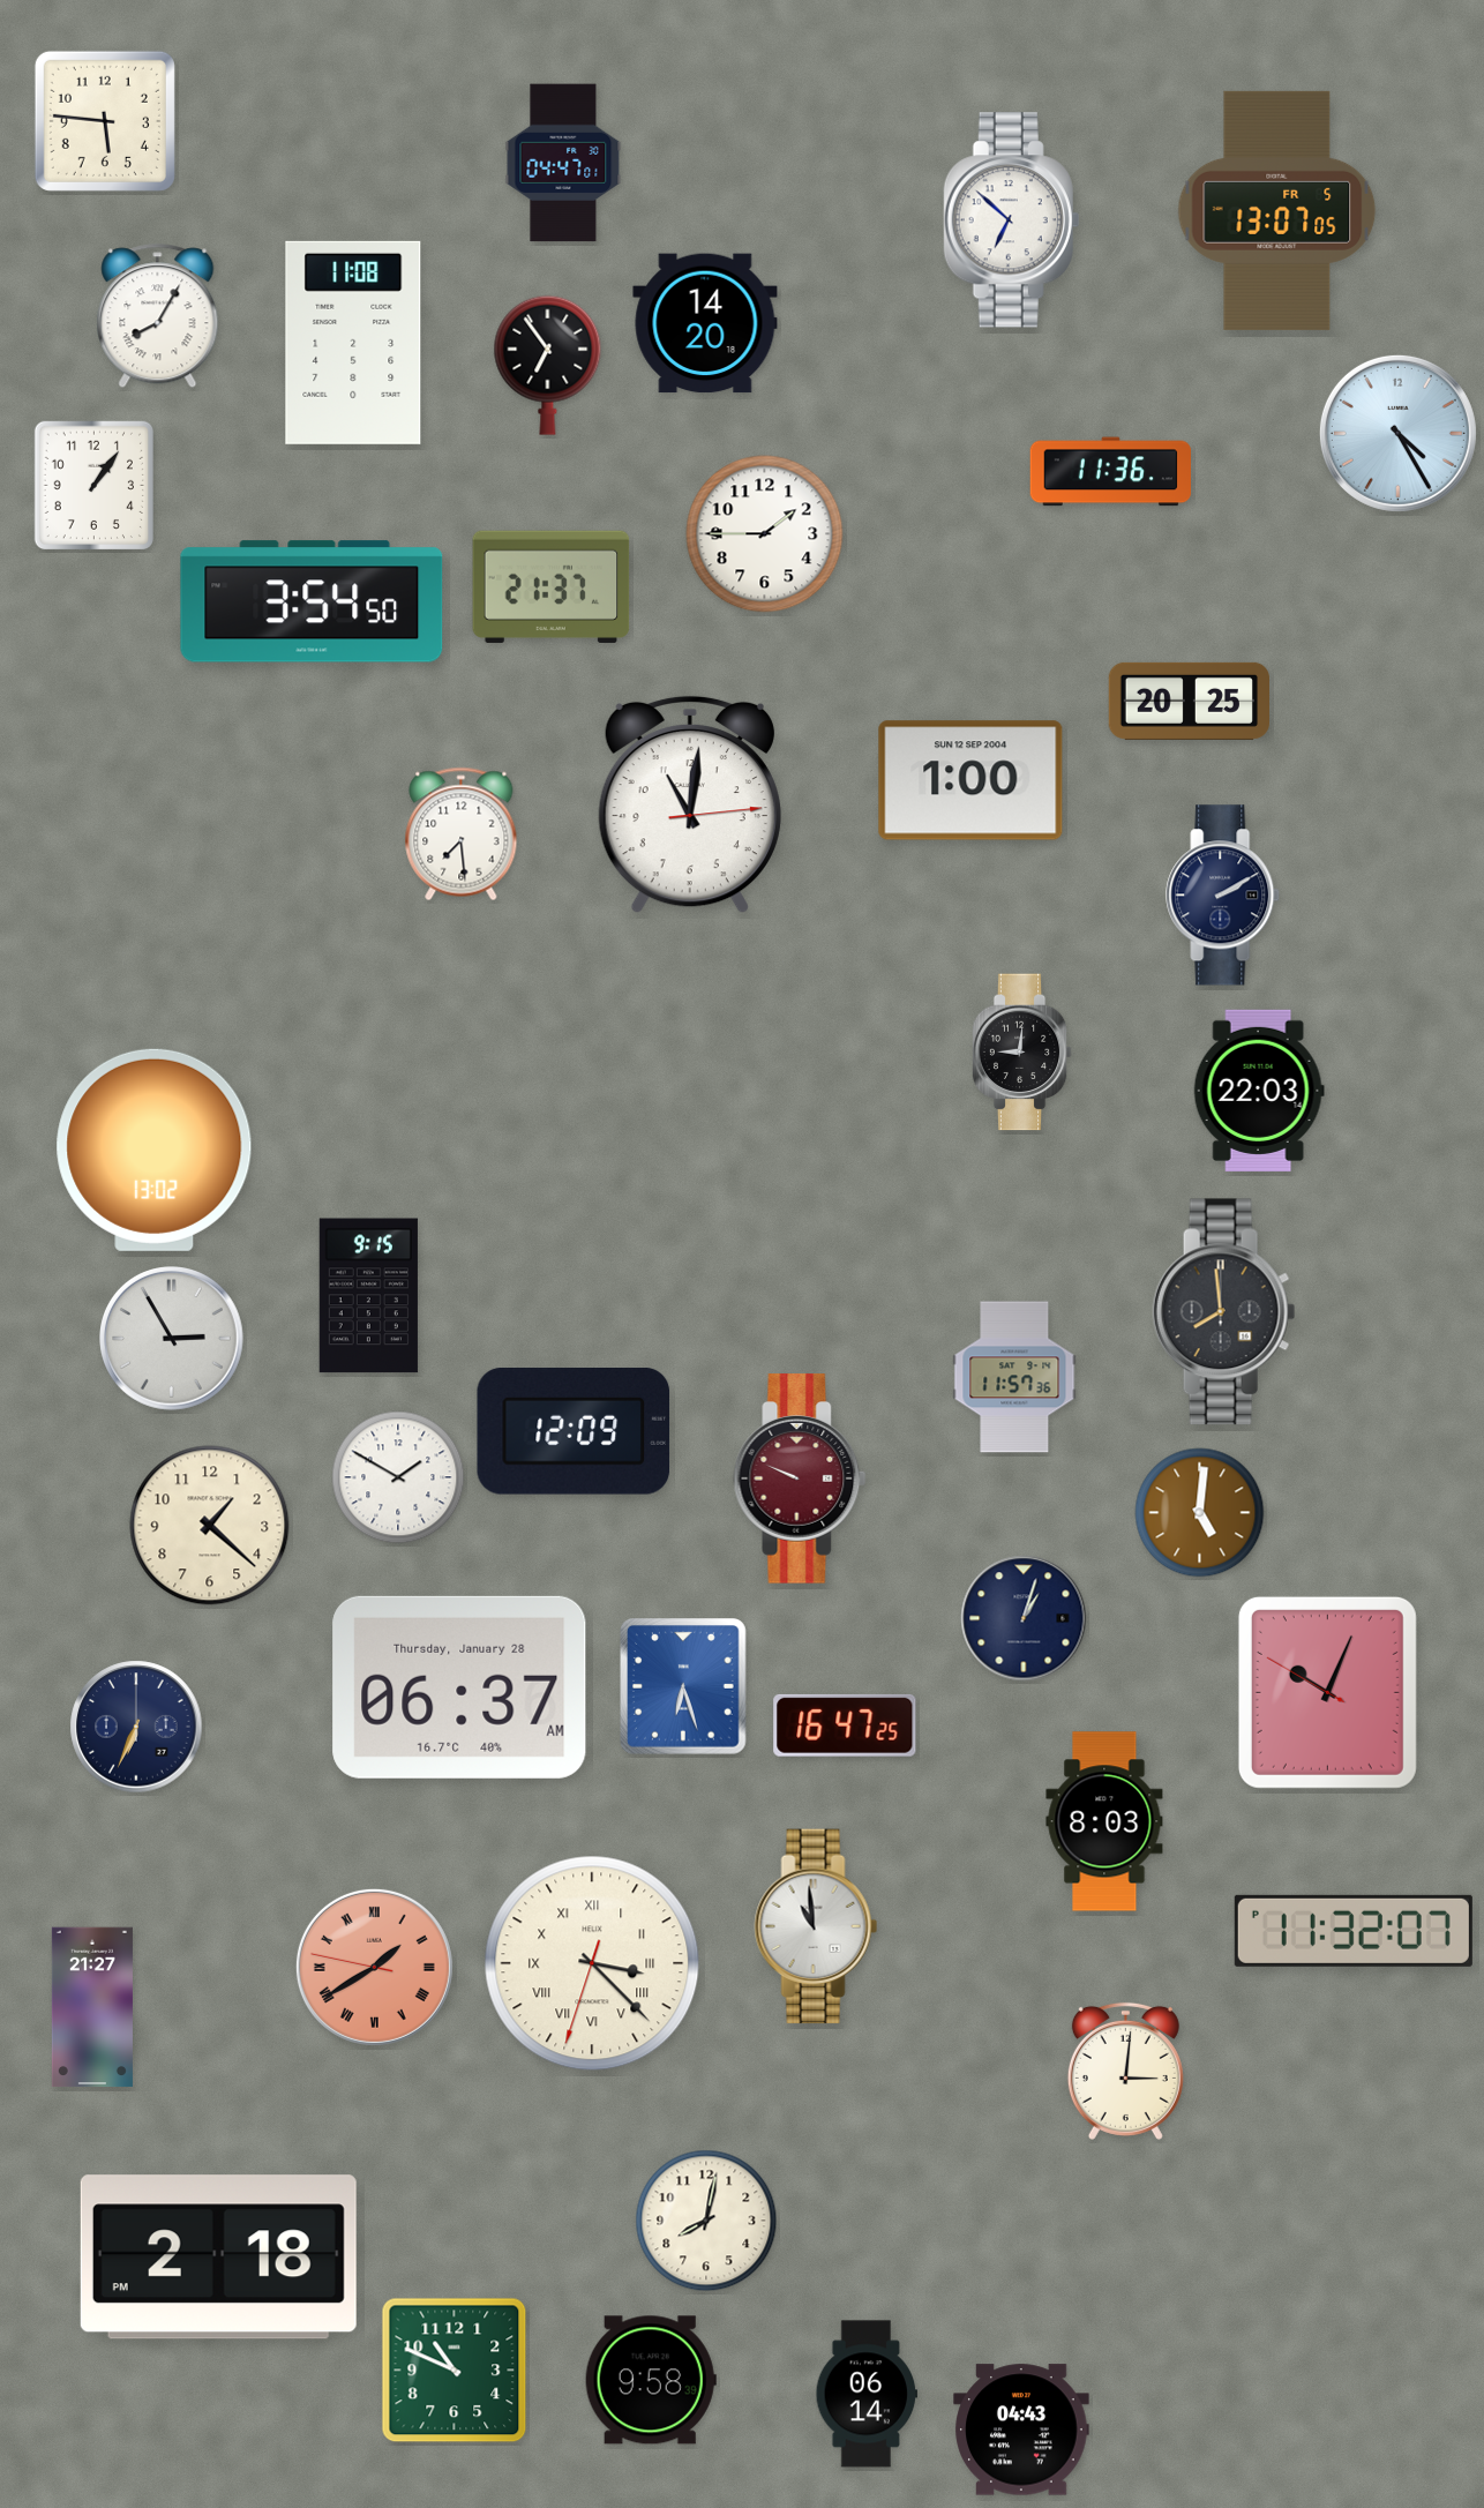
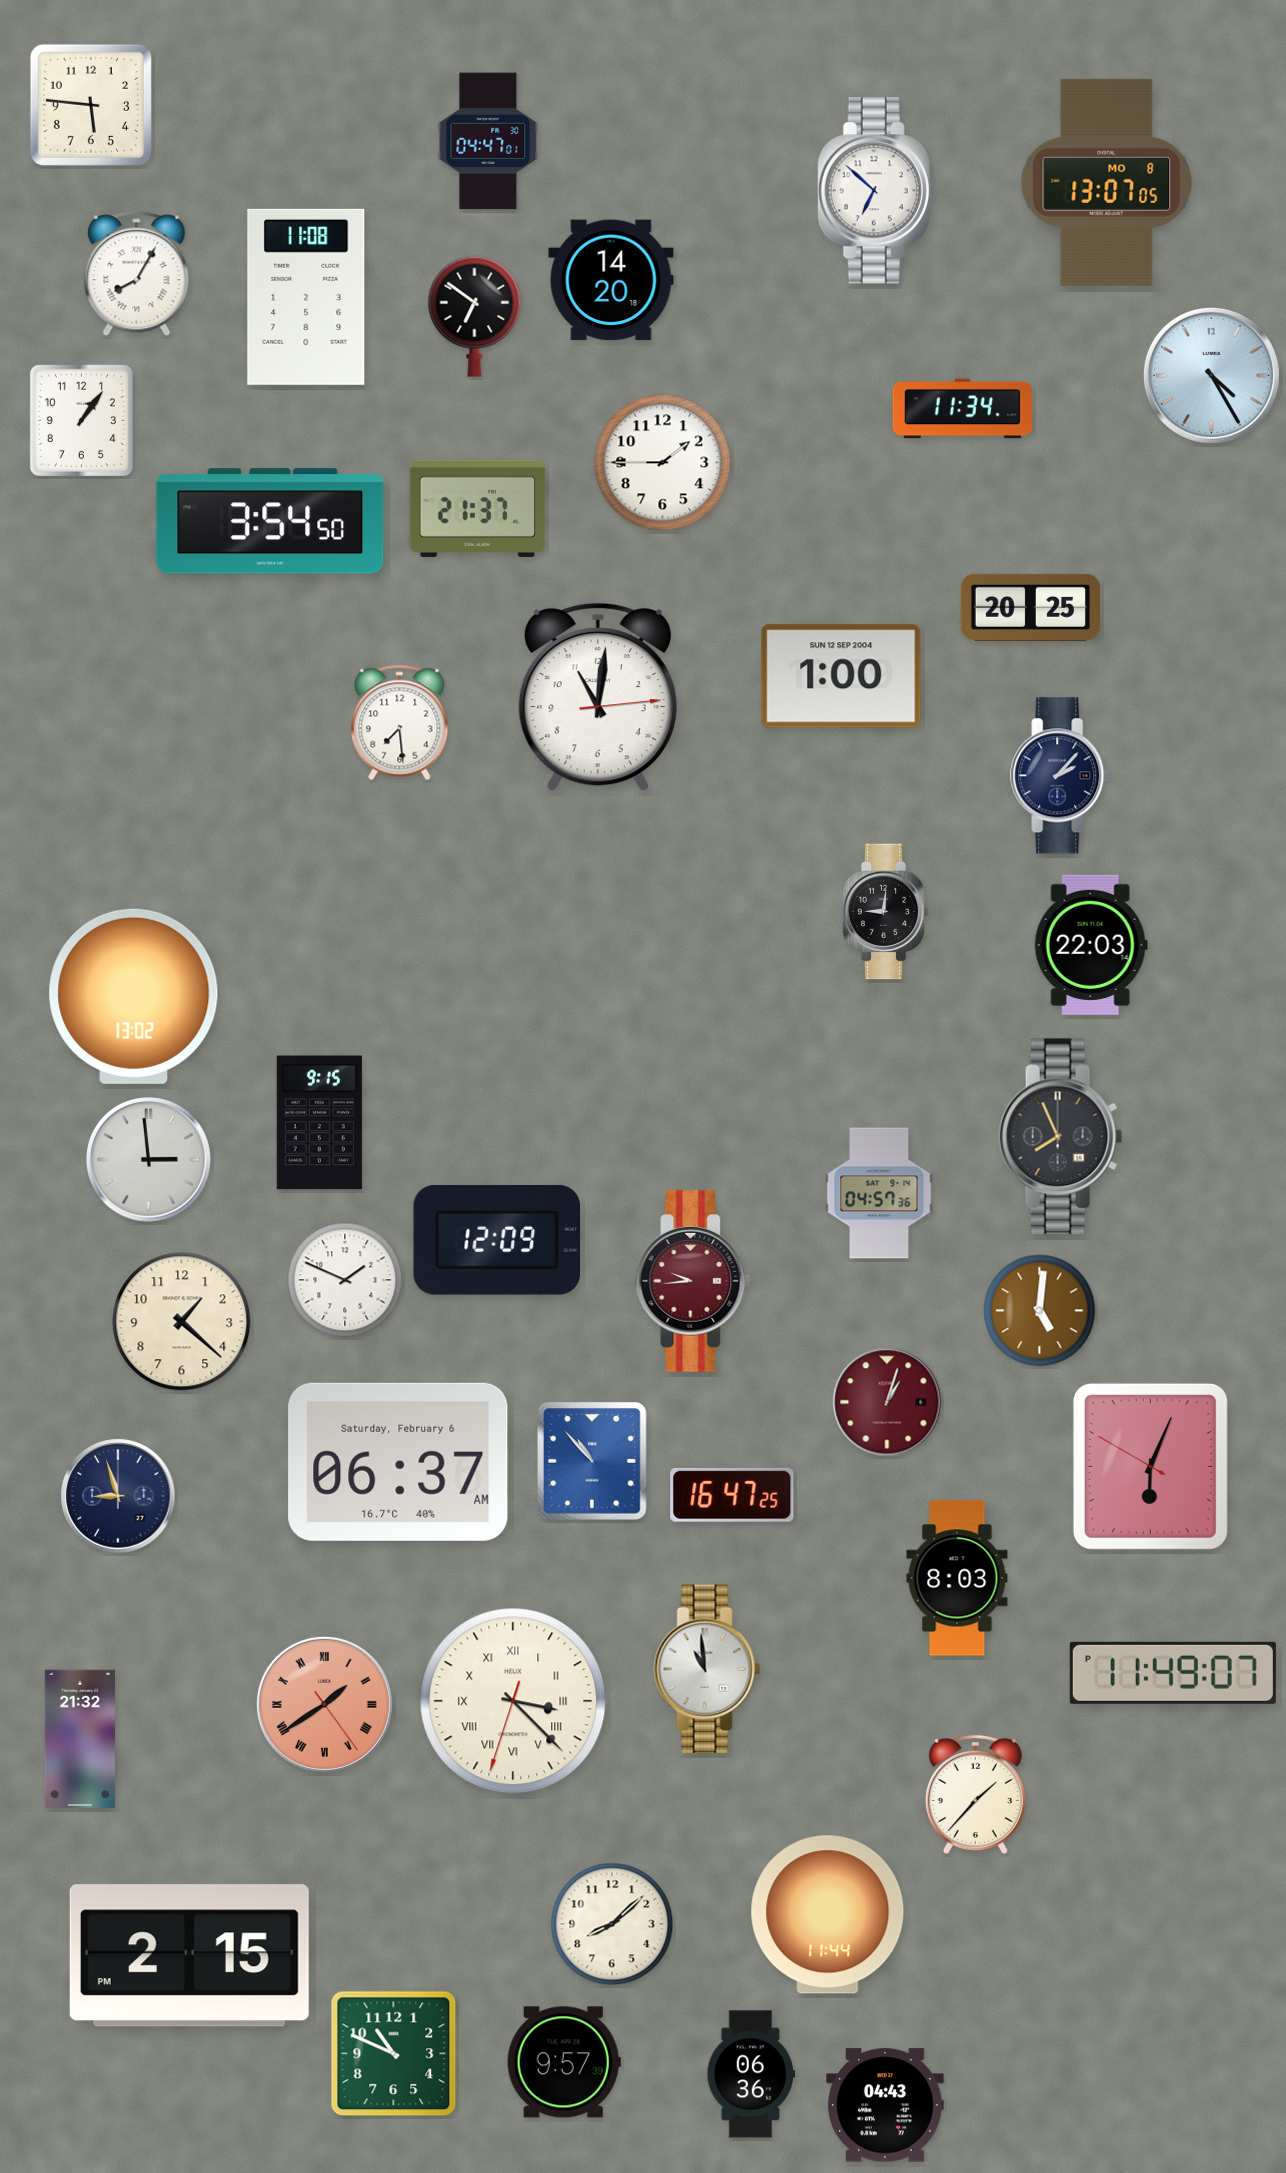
clock at (1277, 210) date: FR 5 -> MO 8
clock at (548, 365): 6:54 -> 6:51
clock at (1110, 472): 11:36 -> 11:34
clock at (1223, 896): 2:10 -> 2:07
clock at (1224, 1312): 7:59 -> 7:56
clock at (172, 1339): 2:55 -> 2:59
clock at (1014, 1377): 11:57 -> 04:57
clock at (398, 1477): 1:50 -> 1:49
clock at (800, 1478): 9:49 -> 9:44
clock at (1024, 1618) dial: navy -> burgundy
clock at (684, 1686): 6:27 -> 10:53
clock at (459, 1687) date: Thursday, January 28 -> Saturday, February 6
clock at (1327, 1692): 10:03 -> 6:03
clock at (136, 1727): 6:34 -> 8:57
clock at (1354, 1931): 11:32 -> 11:49
clock at (374, 1967): 1:39:47 -> 1:39:24
clock at (92, 2007): 21:27 -> 21:32
clock at (1125, 2071): 3:01 -> 1:37
clock at (828, 1915): none -> 11:44
clock at (706, 2221): 8:02 -> 8:08
clock at (218, 2258): 2:18 -> 2:15
clock at (651, 2380): 9:58 -> 9:57
clock at (865, 2394): 06:14 -> 06:36
